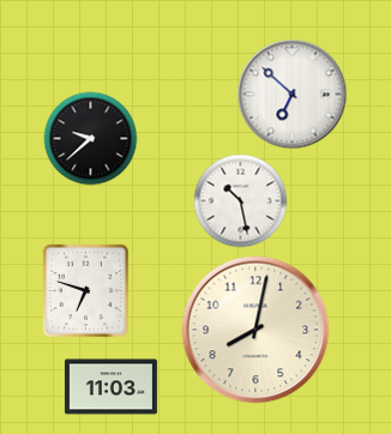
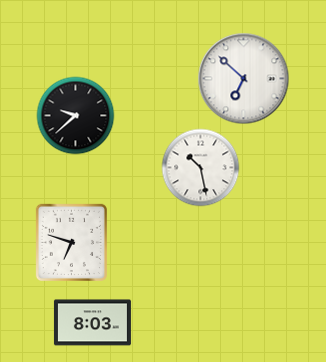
clock at (255, 330): 8:02 -> none
clock at (110, 387): 11:03 -> 8:03
